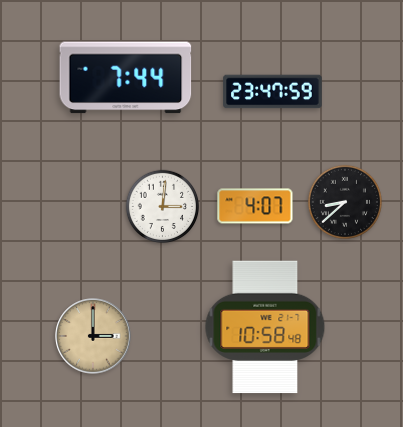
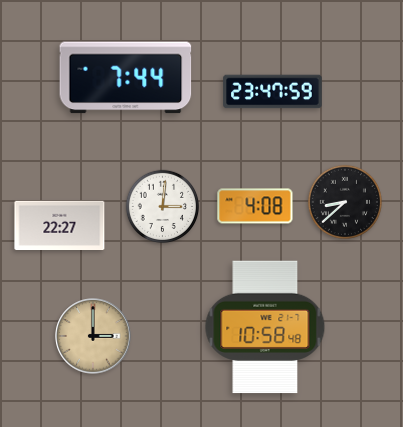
clock at (255, 206): 4:07 -> 4:08
clock at (60, 225): none -> 22:27
